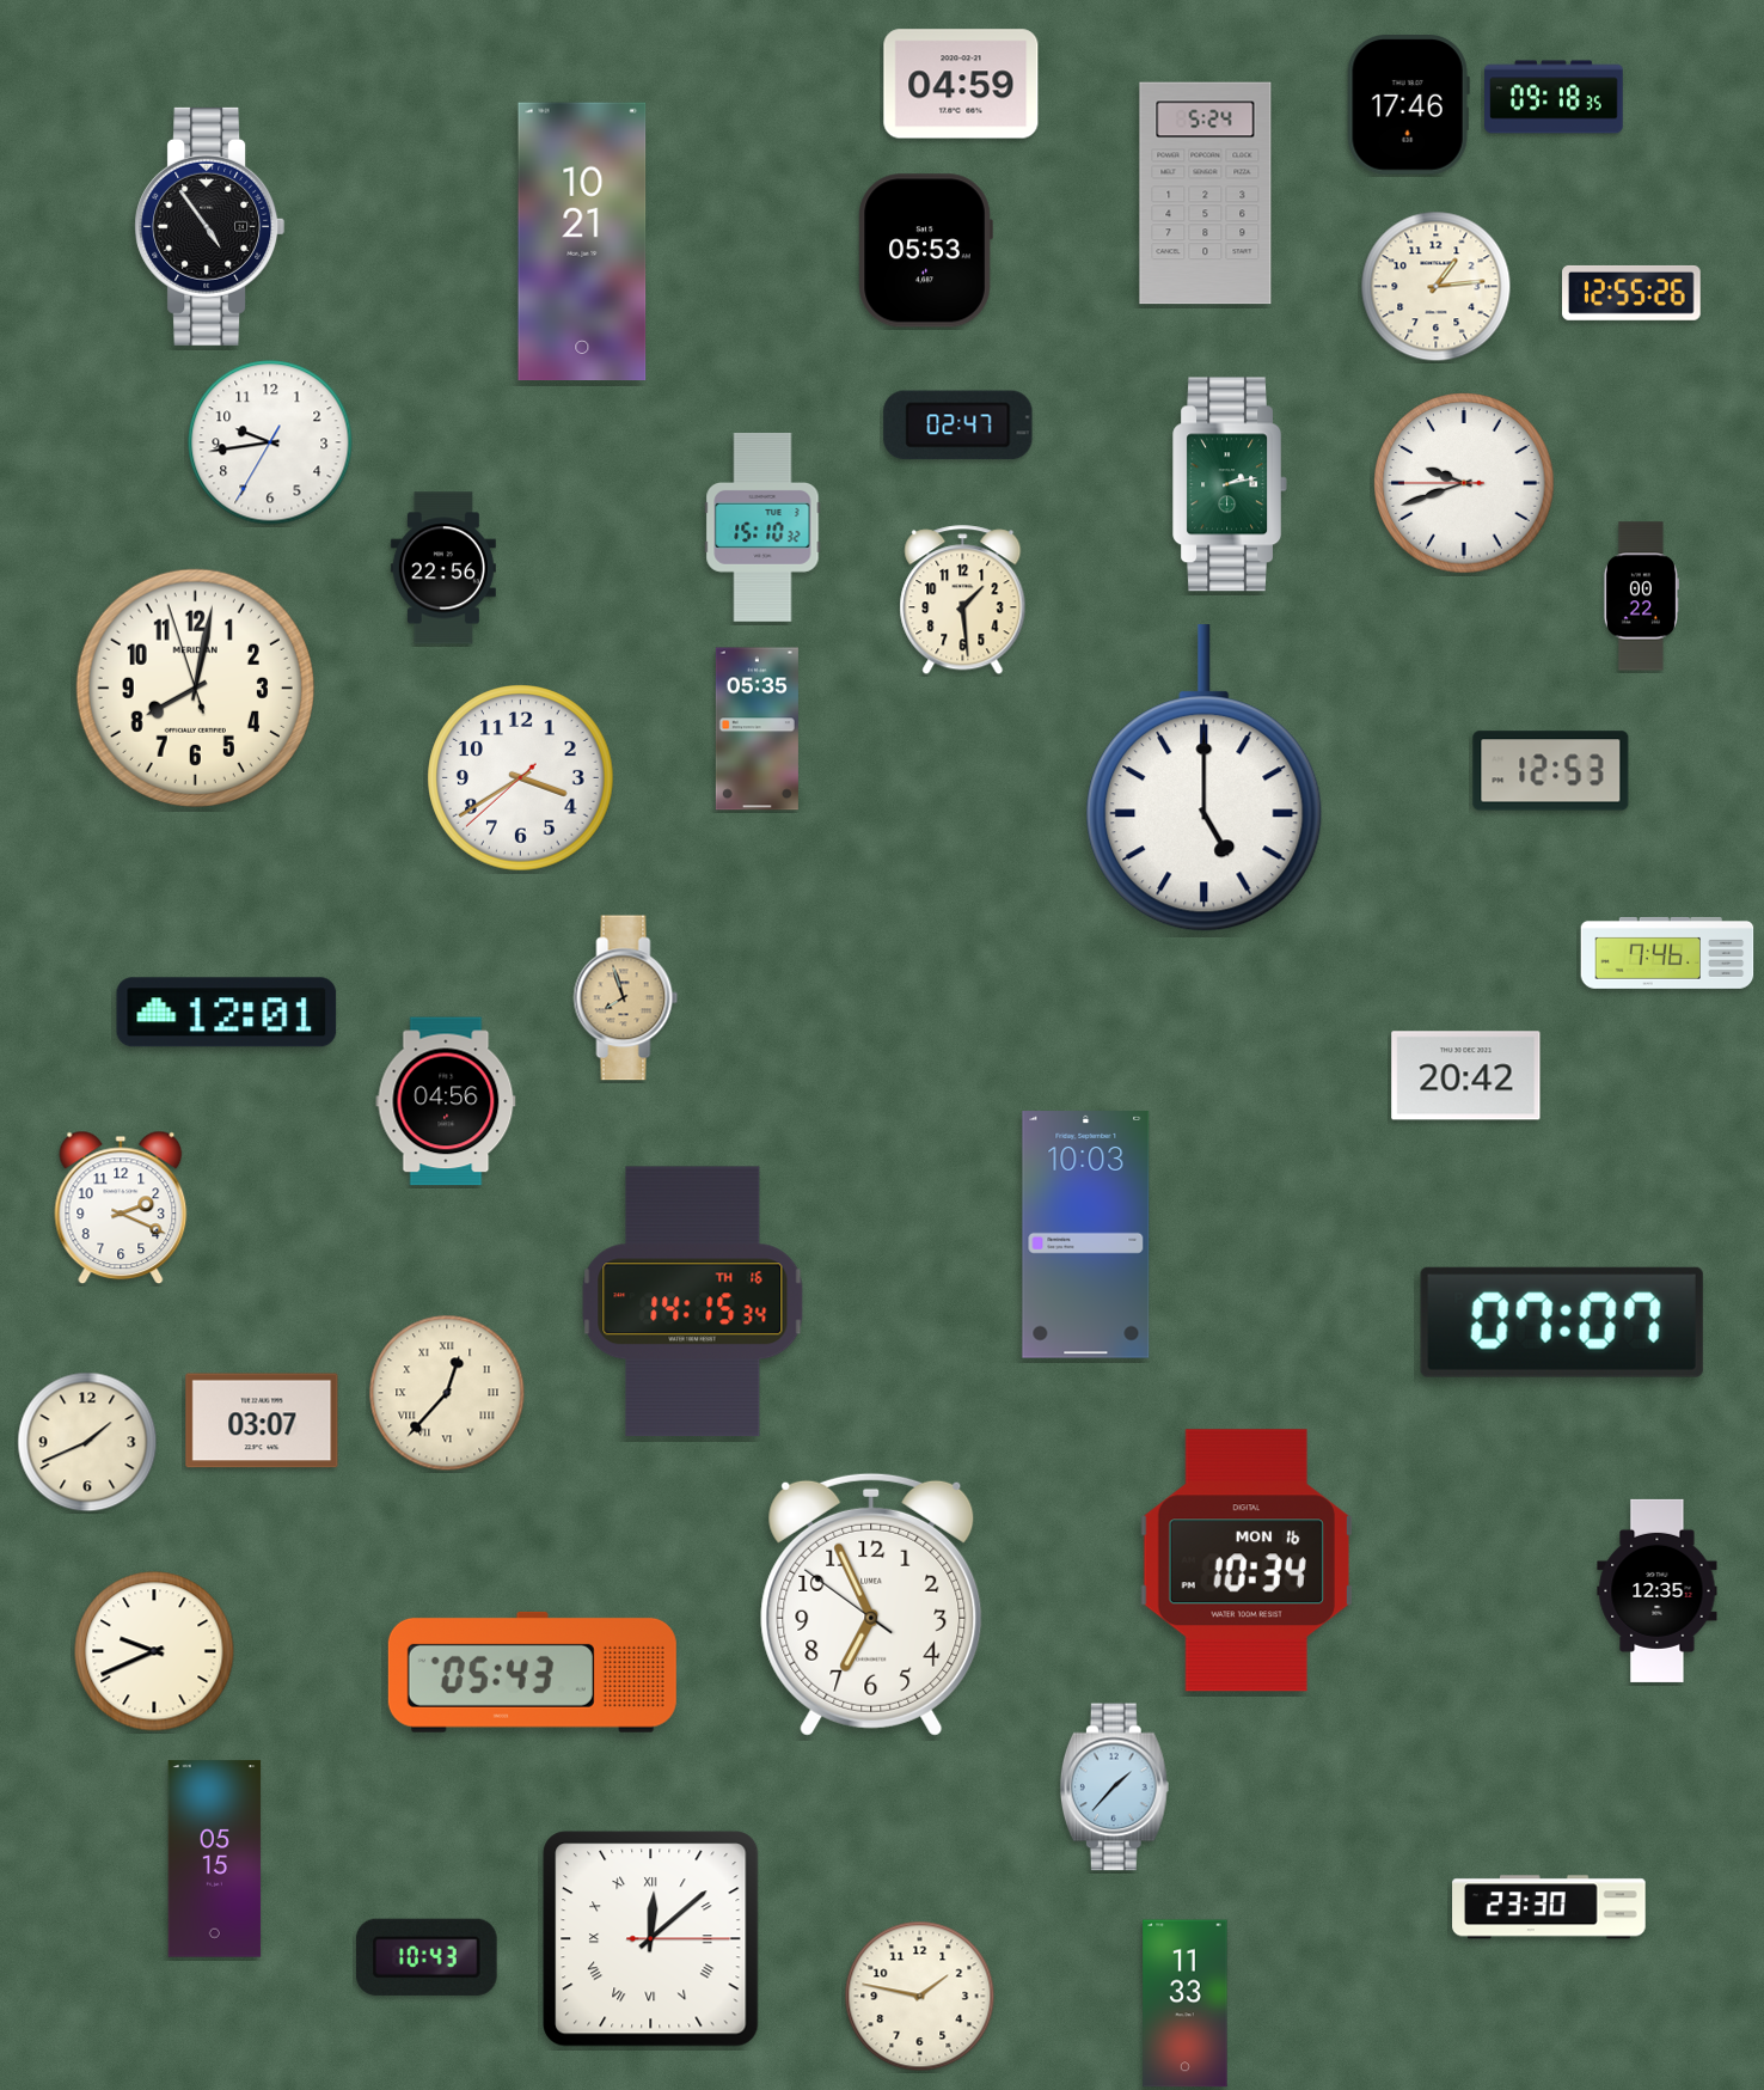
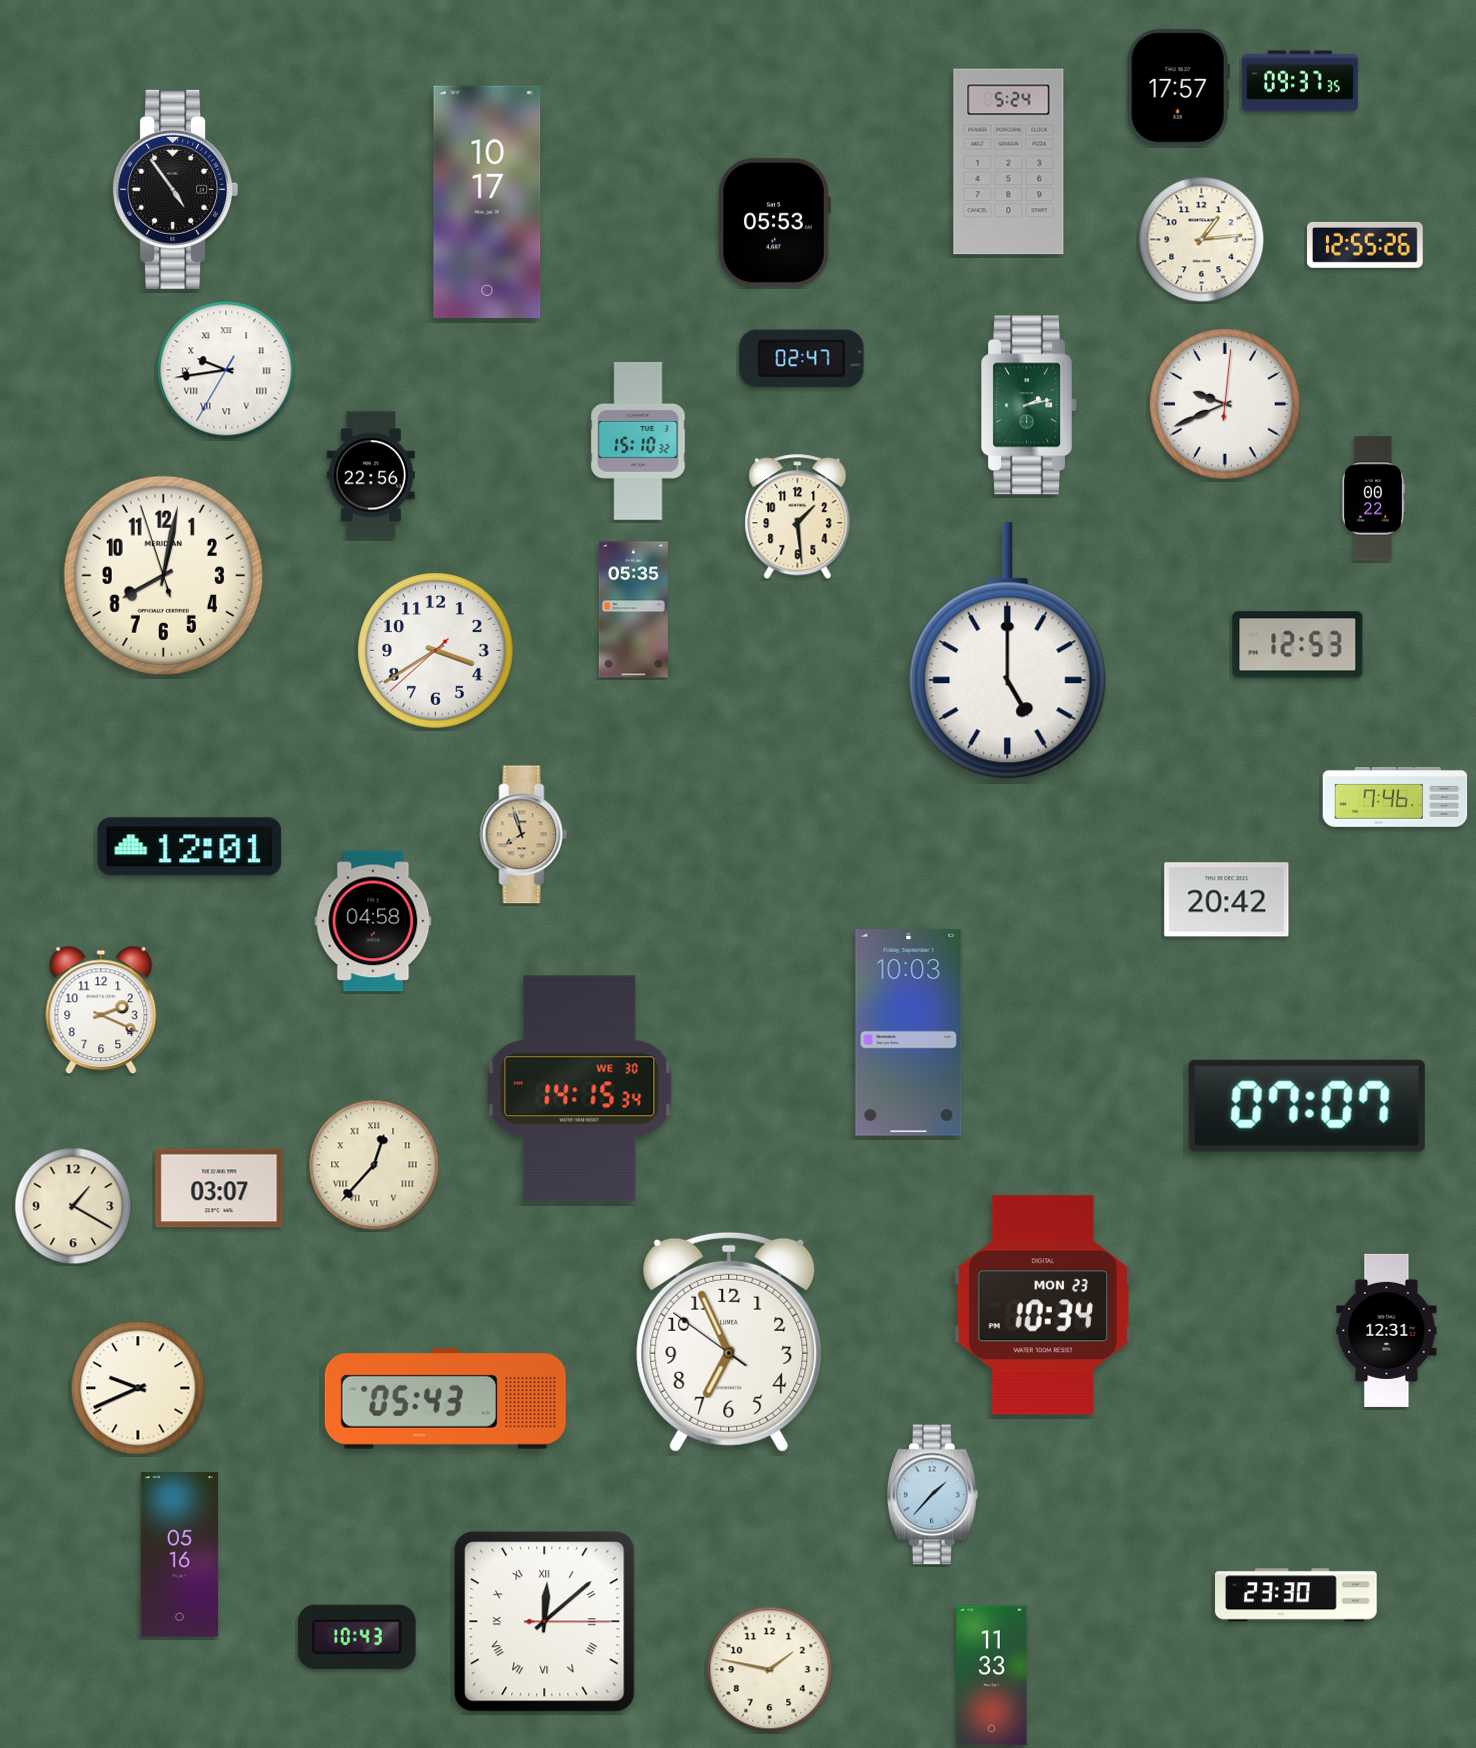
clock at (961, 84): 04:59 -> none
clock at (1554, 97): 09:18 -> 09:37
clock at (1408, 105): 17:46 -> 17:57
clock at (582, 242): 10:21 -> 10:17
clock at (925, 251) position: (925, 251) -> (774, 223)
clock at (958, 426) position: (958, 426) -> (802, 359)
clock at (270, 442) numerals: Arabic -> Roman
clock at (1464, 483): 9:41:45 -> 9:41:01
clock at (963, 600) position: (963, 600) -> (798, 517)
clock at (446, 1101): 04:56 -> 04:58
clock at (693, 1302) date: TH 16 -> WE 30
clock at (87, 1442): 1:41 -> 1:20
clock at (1247, 1560) date: MON 16 -> MON 23
clock at (1658, 1590): 12:35 -> 12:31
clock at (154, 1651) position: (154, 1651) -> (138, 1388)
clock at (215, 1859): 05:15 -> 05:16
